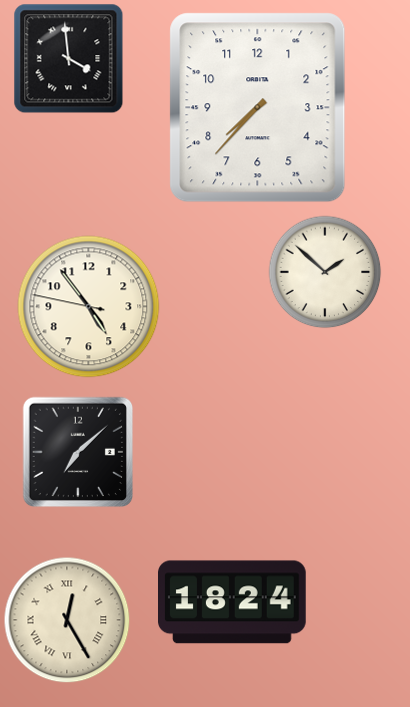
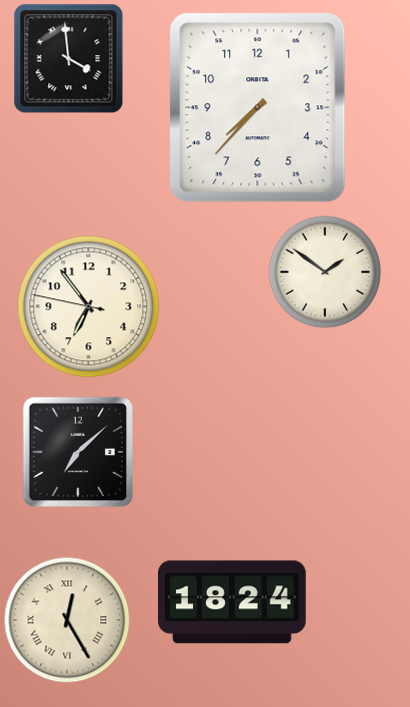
clock at (325, 272): 1:52 -> 1:51
clock at (89, 307): 4:53 -> 6:53
